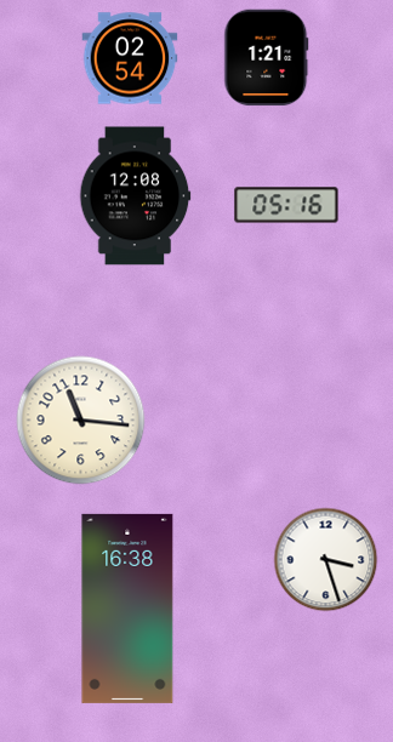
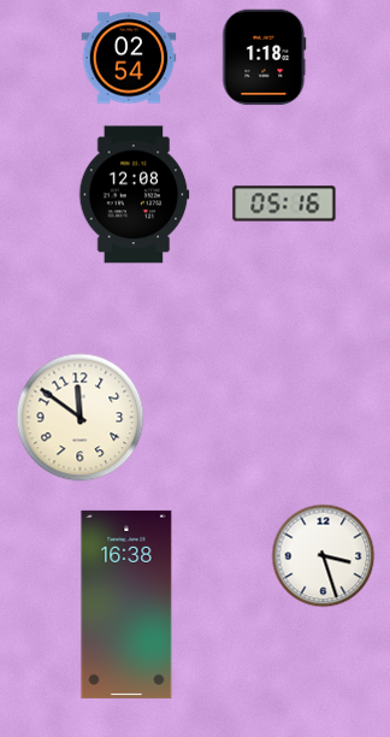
clock at (267, 58): 1:21 -> 1:18
clock at (81, 421): 11:16 -> 11:51
